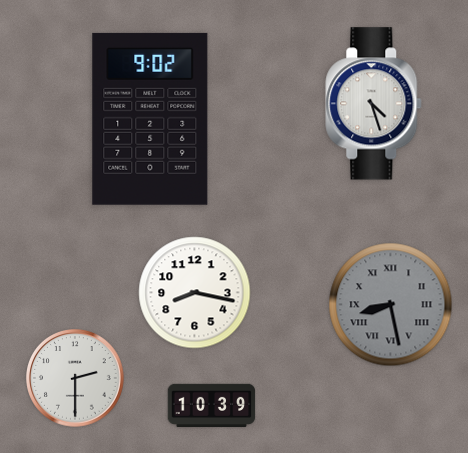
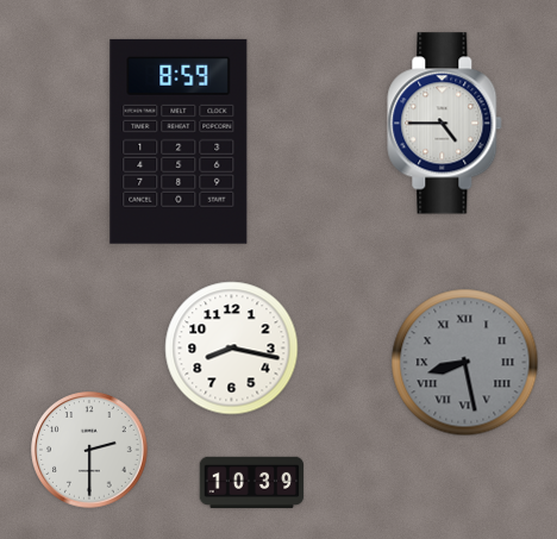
clock at (374, 104): 4:27 -> 4:45
clock at (150, 119): 9:02 -> 8:59
